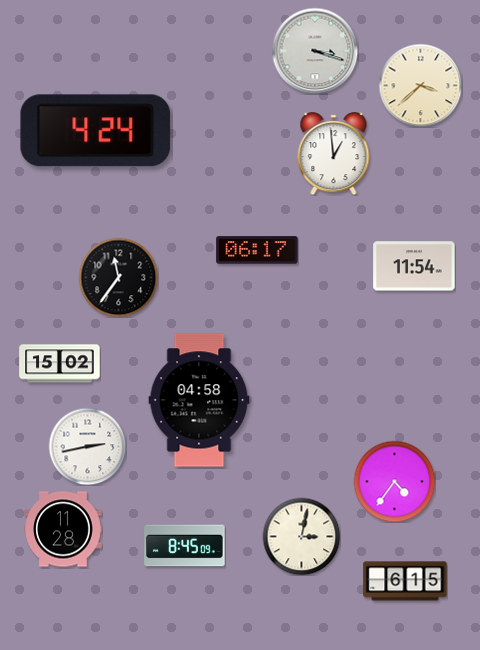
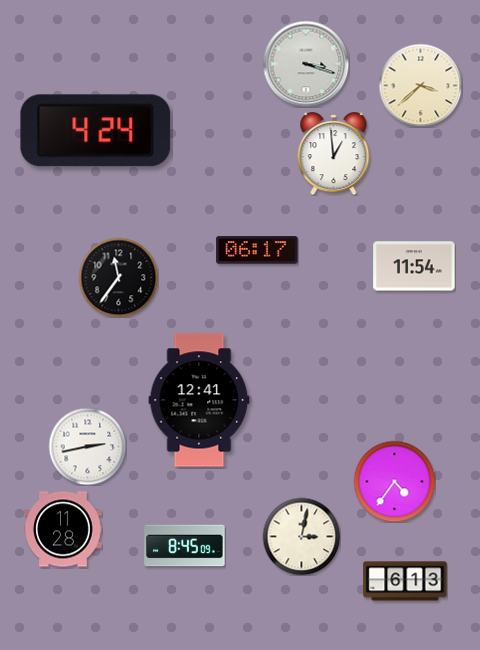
clock at (315, 51) position: (315, 51) -> (306, 64)
clock at (60, 364): 15:02 -> none
clock at (199, 400): 04:58 -> 12:41
clock at (405, 581): 6:15 -> 6:13
